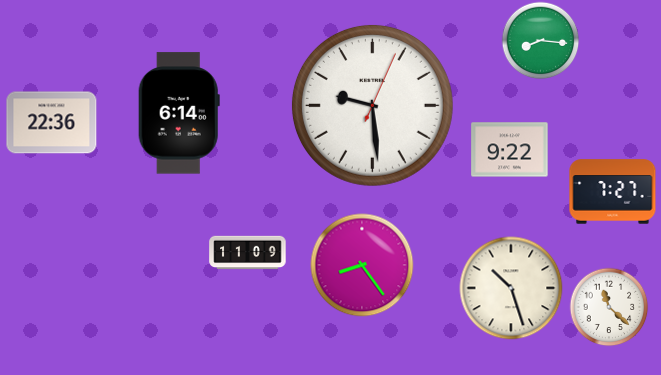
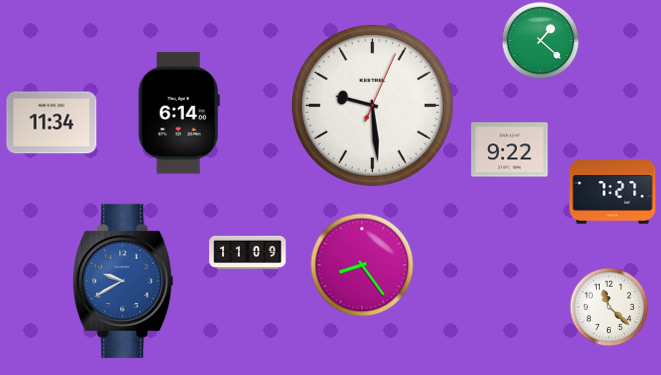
clock at (540, 40): 8:16 -> 1:22
clock at (52, 123): 22:36 -> 11:34
clock at (123, 281): none -> 9:40
clock at (511, 288): 10:27 -> none
